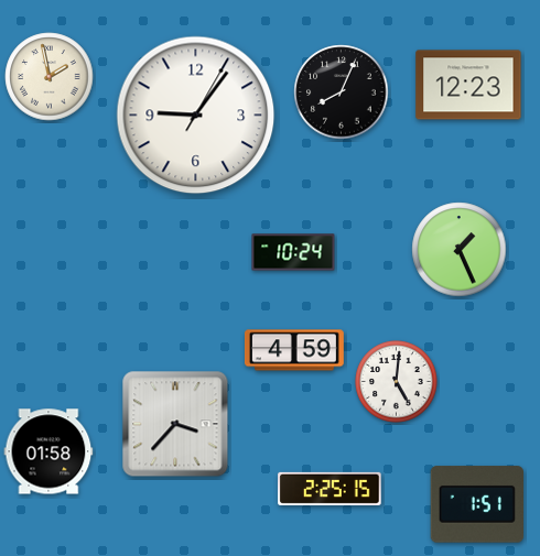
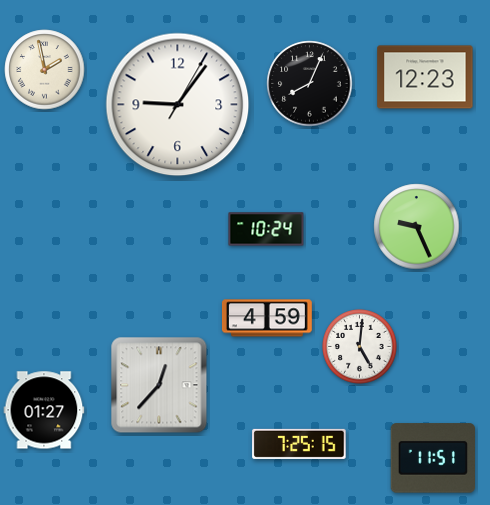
clock at (460, 250): 1:26 -> 9:26
clock at (175, 424): 3:37 -> 12:37
clock at (48, 451): 01:58 -> 01:27
clock at (330, 489): 2:25 -> 7:25
clock at (476, 504): 1:51 -> 11:51
